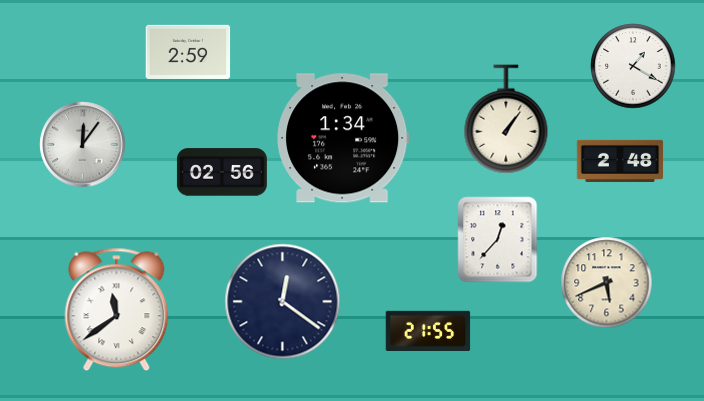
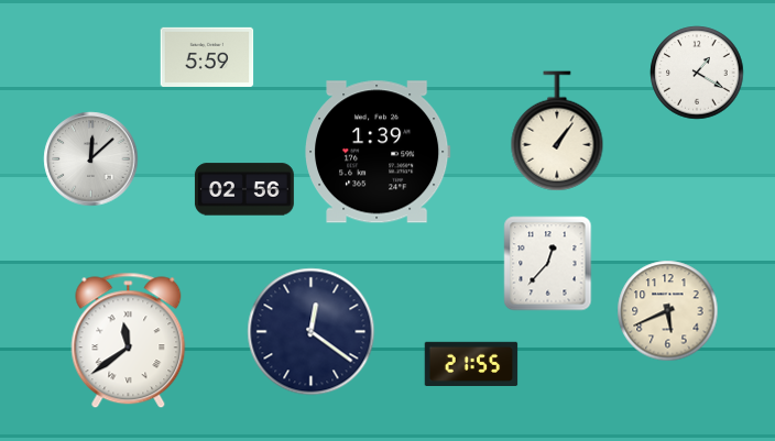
clock at (188, 52): 2:59 -> 5:59
clock at (343, 138): 1:34 -> 1:39
clock at (83, 145): 12:06 -> 12:08
clock at (620, 161): 2:48 -> none
